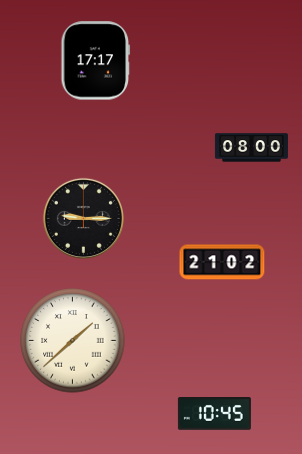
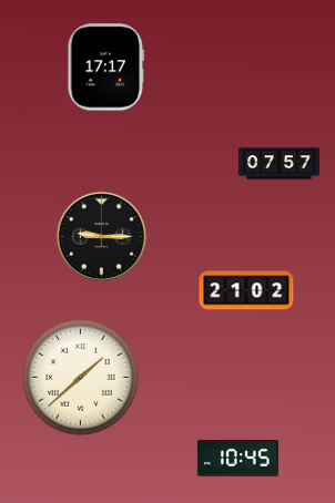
clock at (251, 148): 08:00 -> 07:57
clock at (83, 218) position: (83, 218) -> (101, 236)
